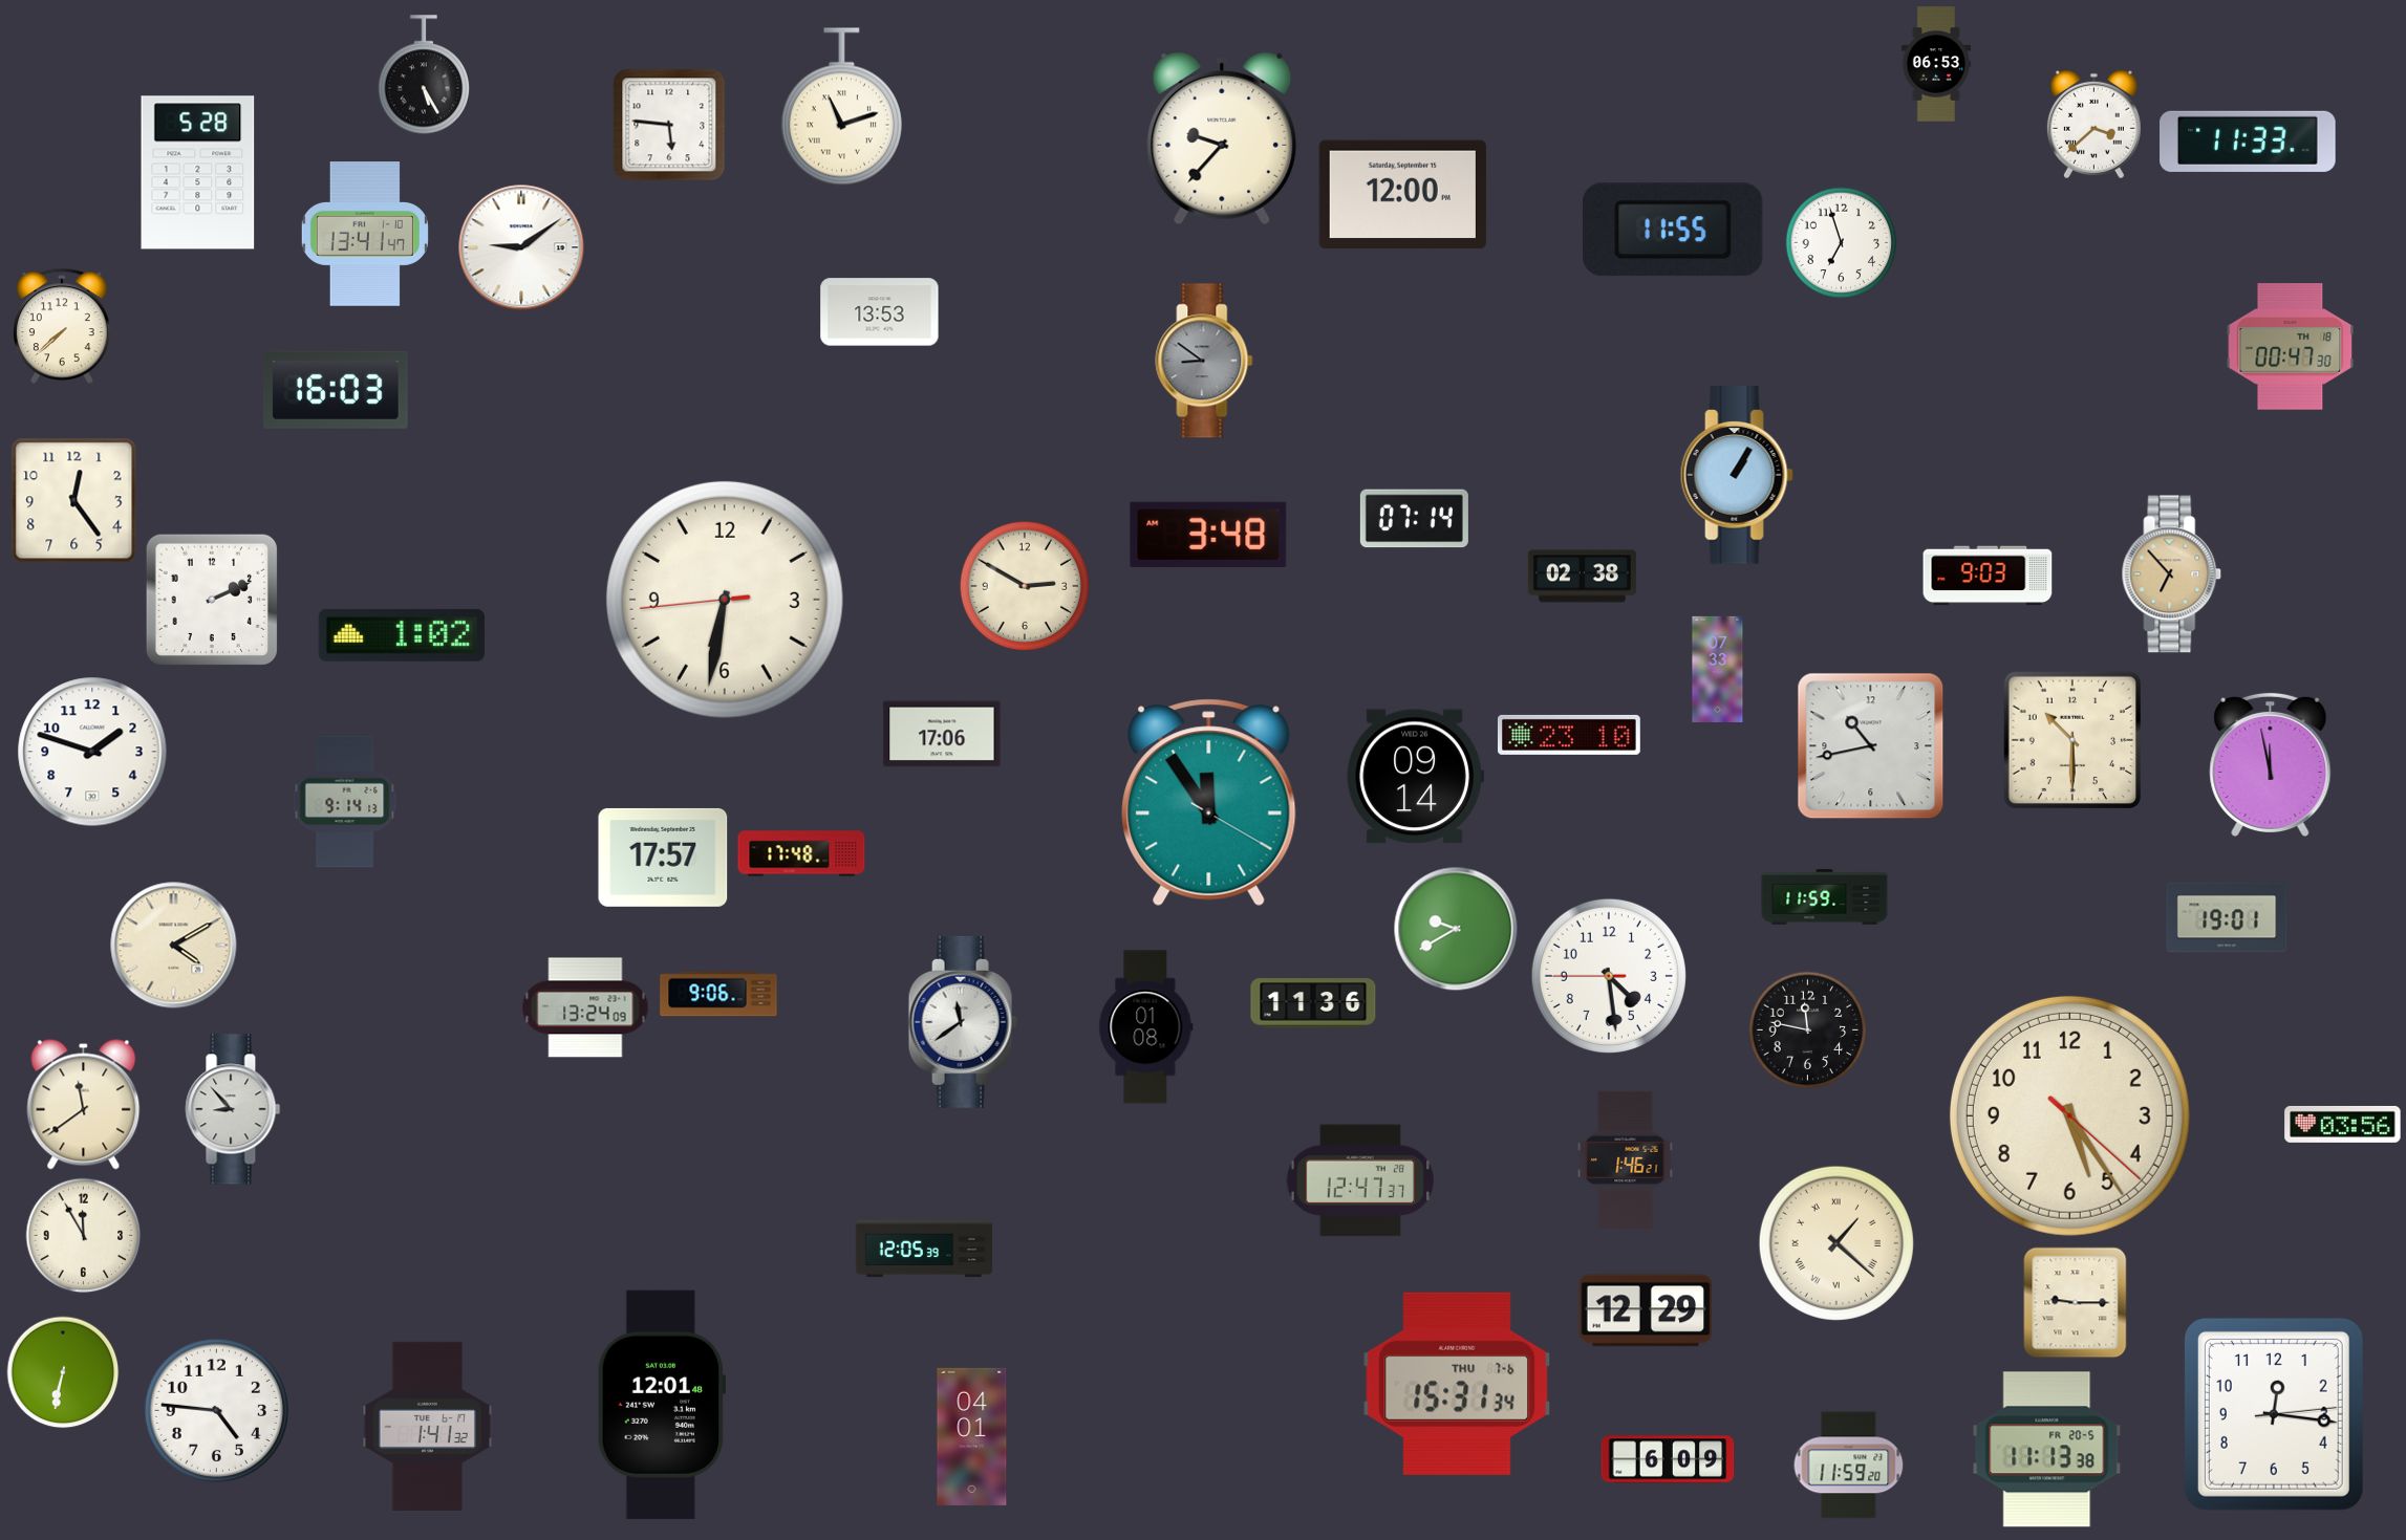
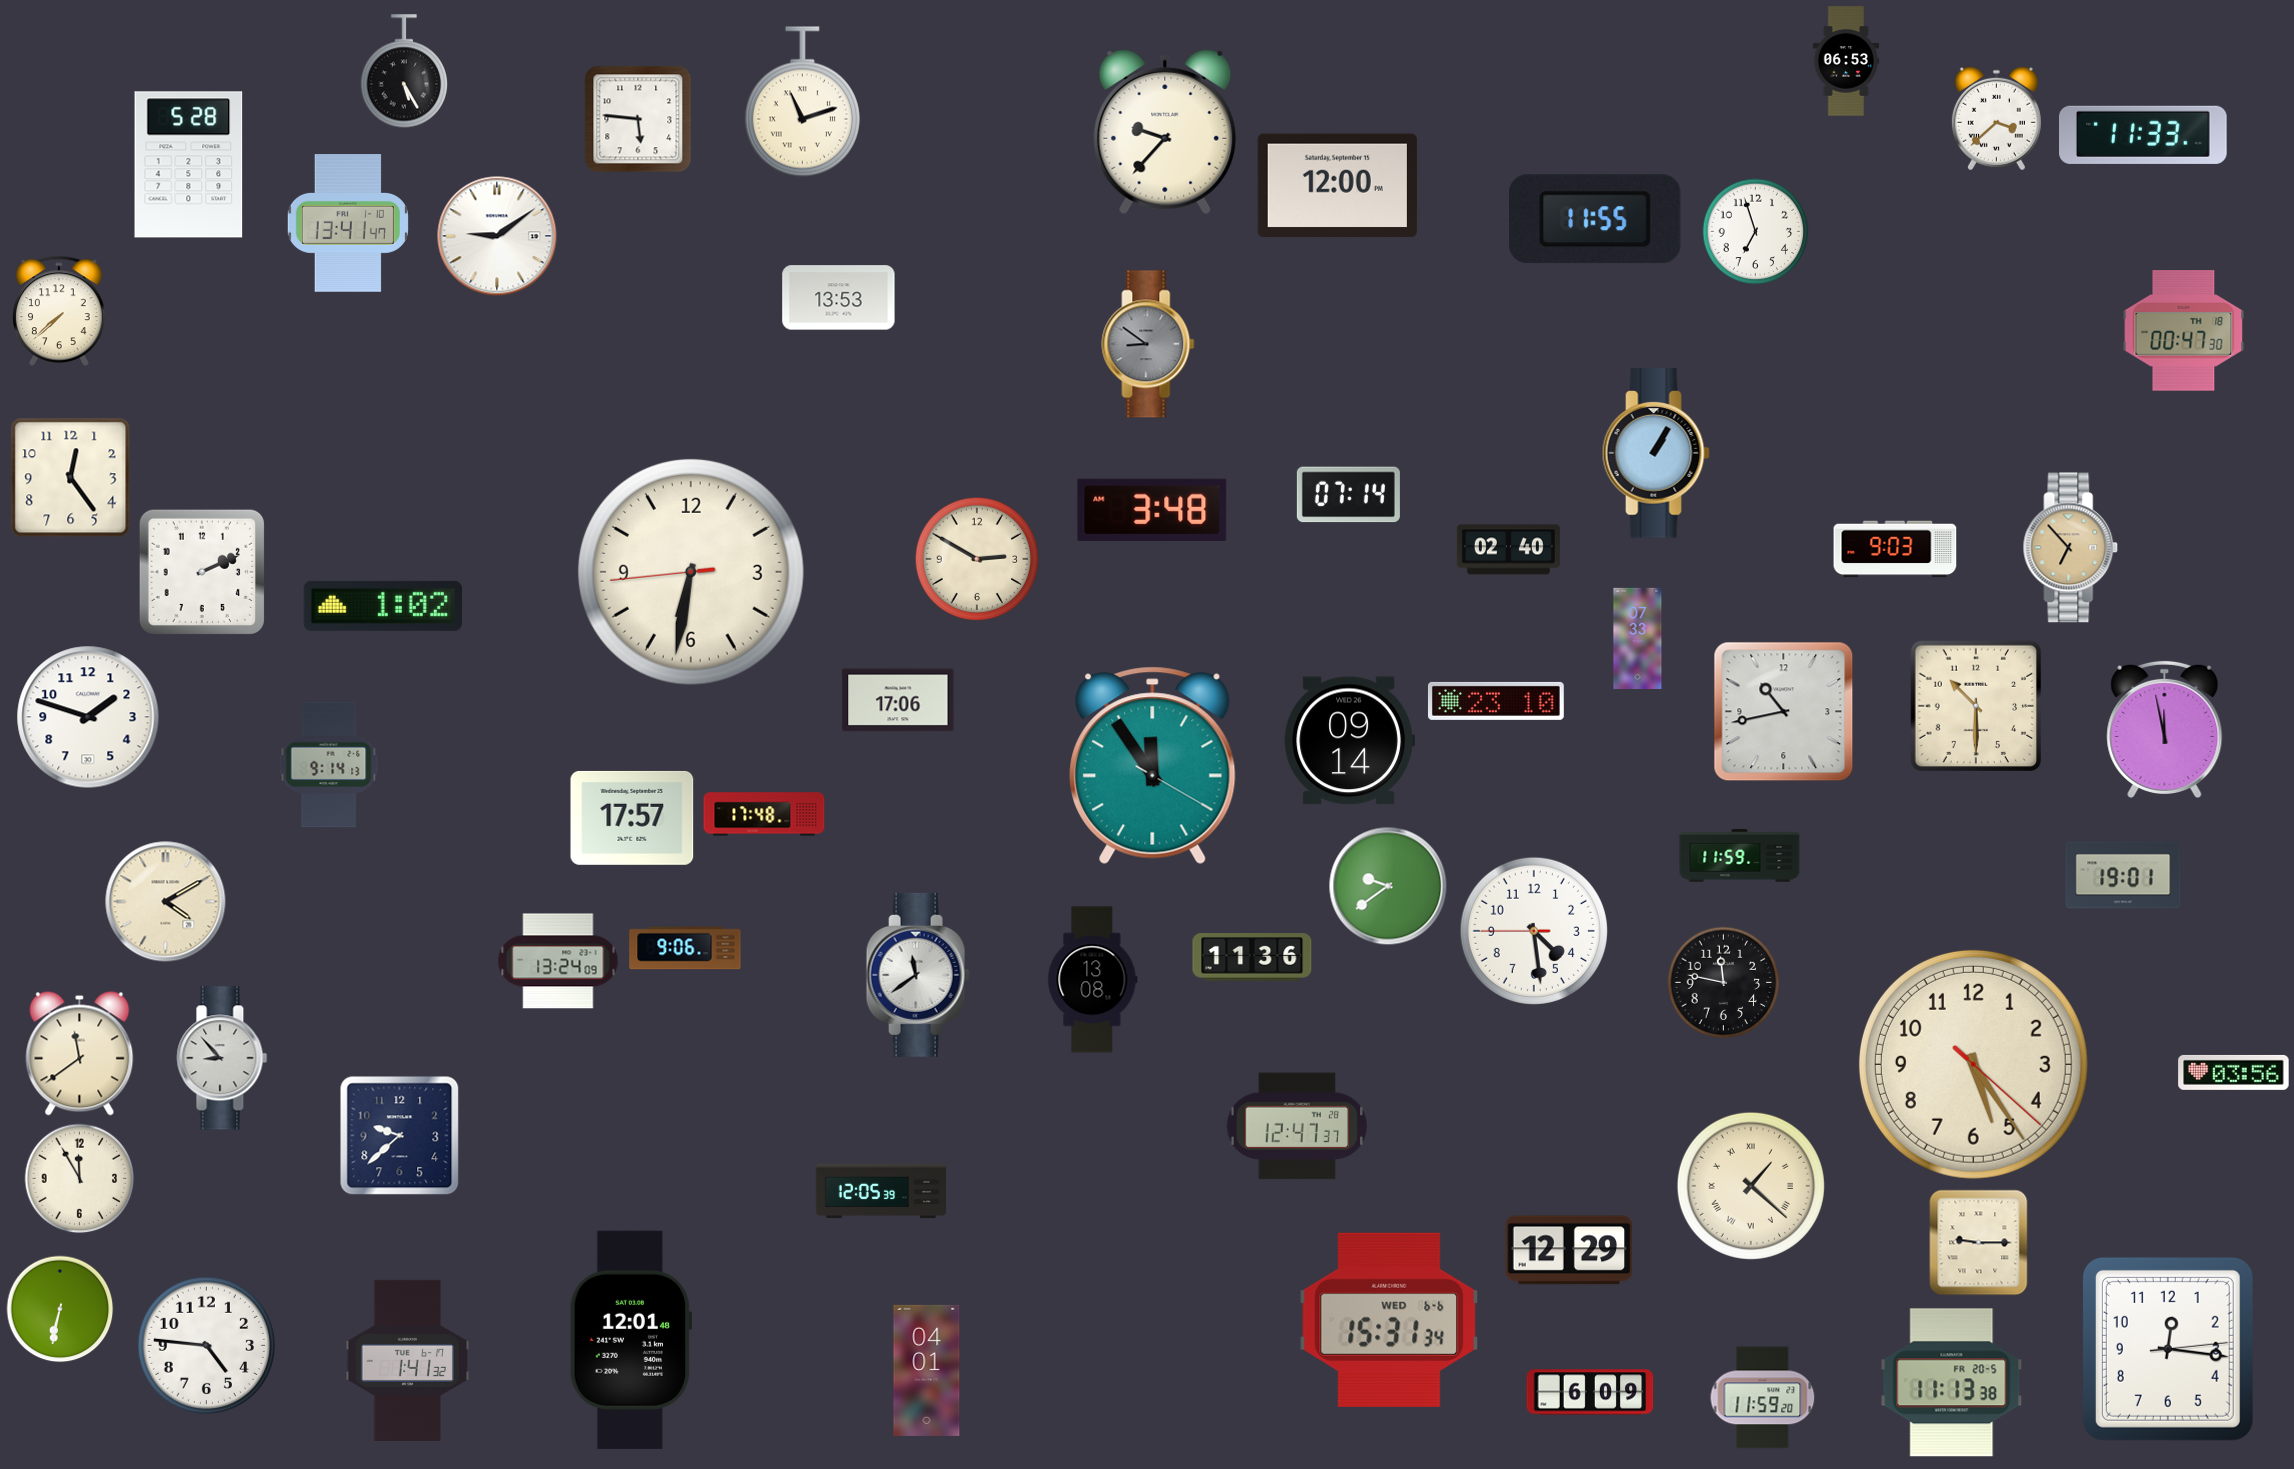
clock at (337, 390): 16:03 -> none
clock at (1582, 577): 02:38 -> 02:40
clock at (1456, 929): 9:40 -> 9:39
clock at (1146, 1027): 01:08 -> 13:08
clock at (1626, 1159): 1:46 -> none
clock at (400, 1136): none -> 9:38
clock at (1457, 1384) date: THU 7-6 -> WED 6-6
